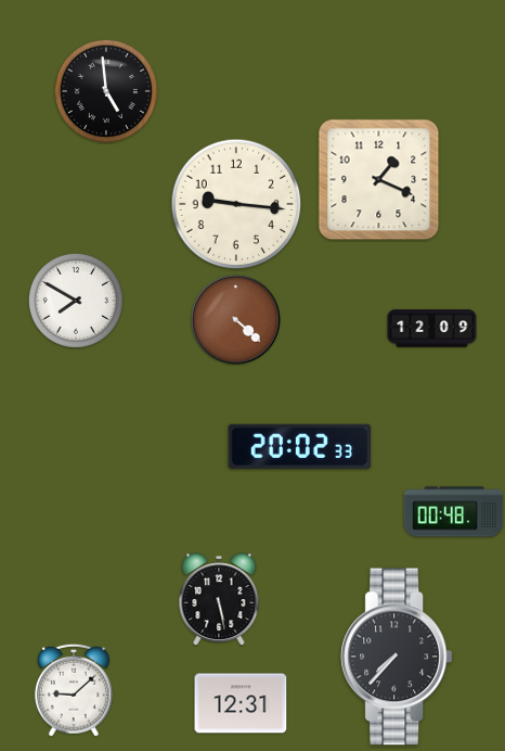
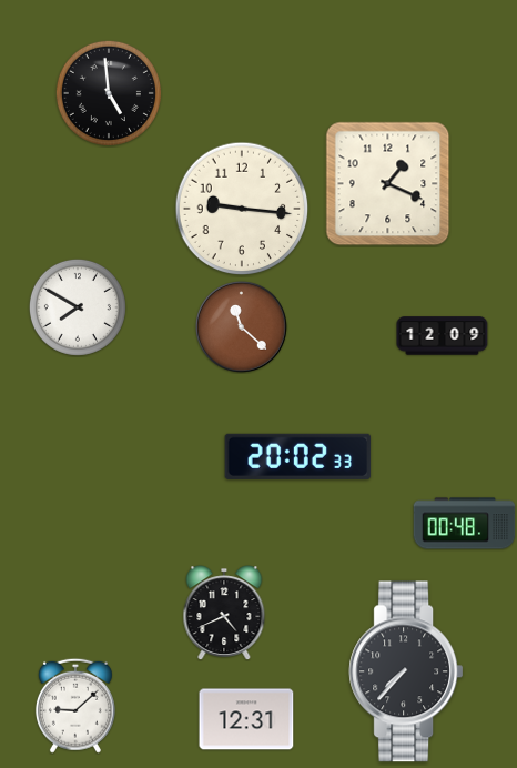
clock at (236, 320): 4:22 -> 11:22
clock at (300, 446) position: (300, 446) -> (298, 456)
clock at (219, 599): 5:28 -> 4:41
